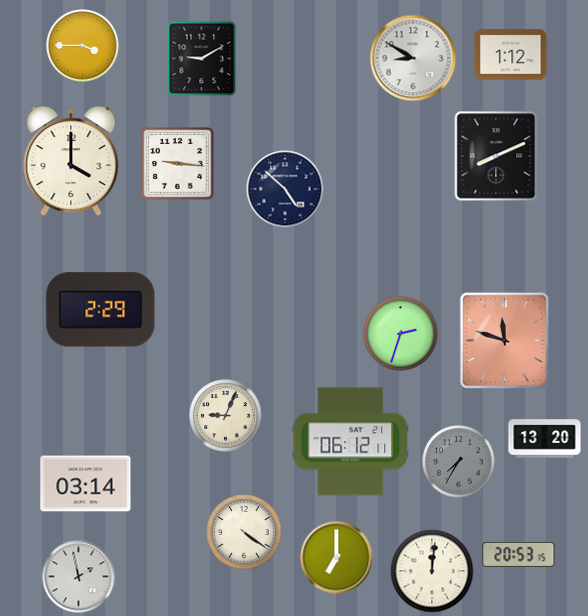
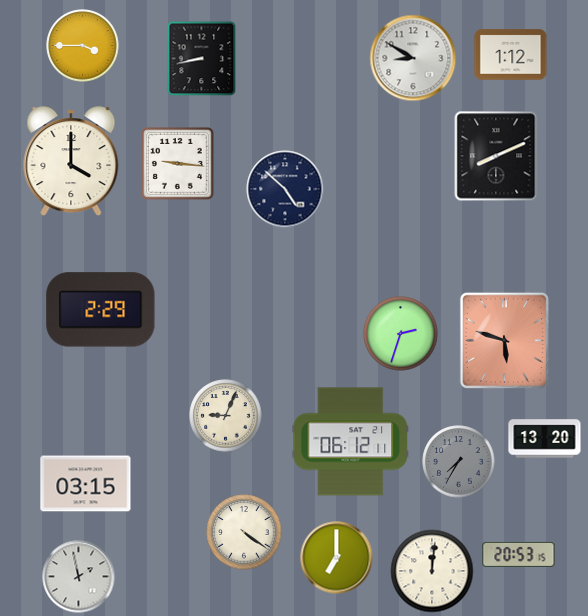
clock at (202, 59): 9:10 -> 8:43
clock at (504, 340): 11:48 -> 5:48
clock at (86, 484): 03:14 -> 03:15
